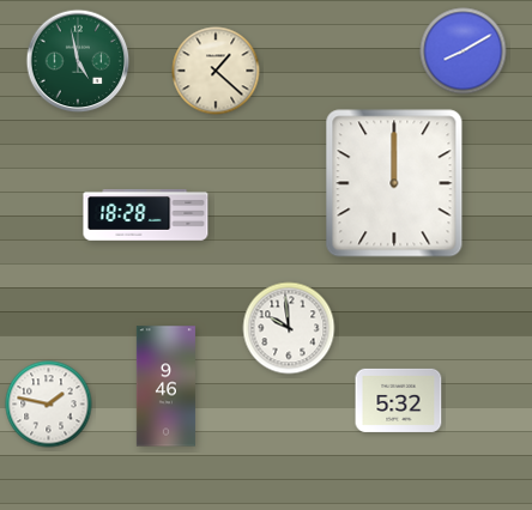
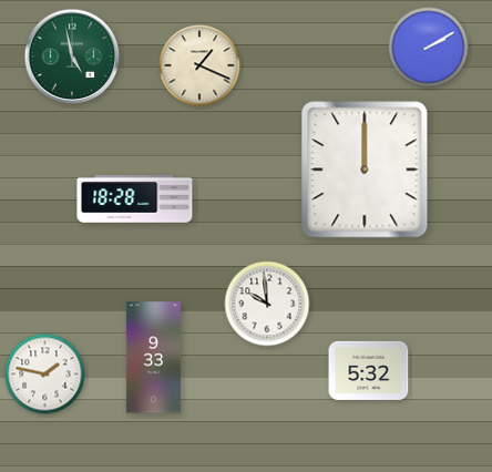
clock at (464, 51): 8:10 -> 2:10
clock at (216, 71): 1:22 -> 1:19
clock at (165, 387): 9:46 -> 9:33
